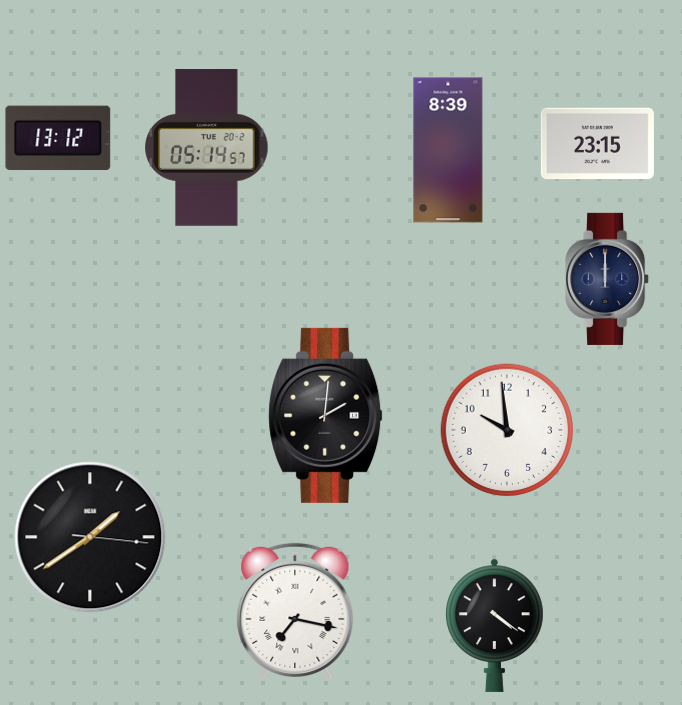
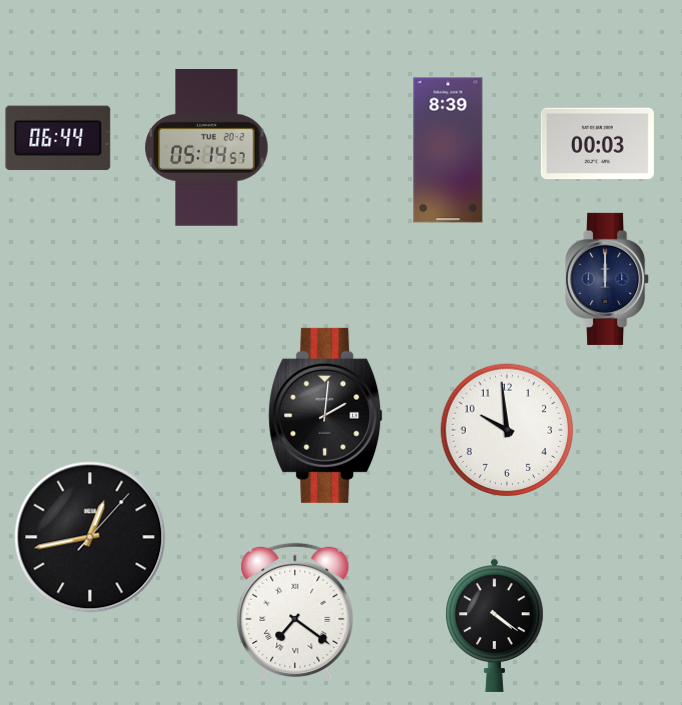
clock at (58, 138): 13:12 -> 06:44
clock at (597, 144): 23:15 -> 00:03
clock at (90, 537): 1:39 -> 12:43
clock at (295, 611): 7:17 -> 7:21
